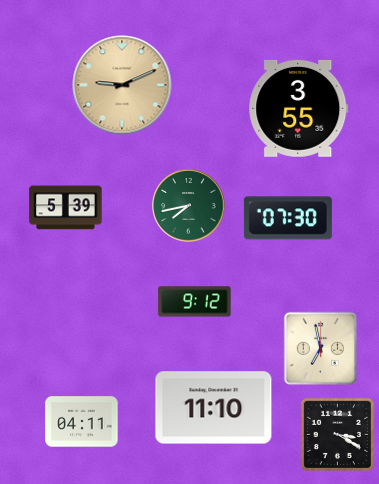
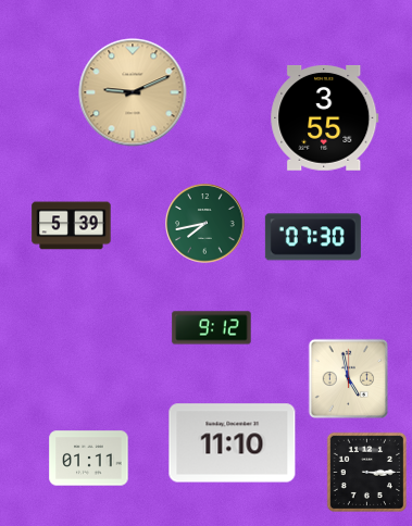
clock at (320, 348): 6:58 -> 4:58
clock at (82, 422): 04:11 -> 01:11
clock at (337, 434): 3:20 -> 3:15
